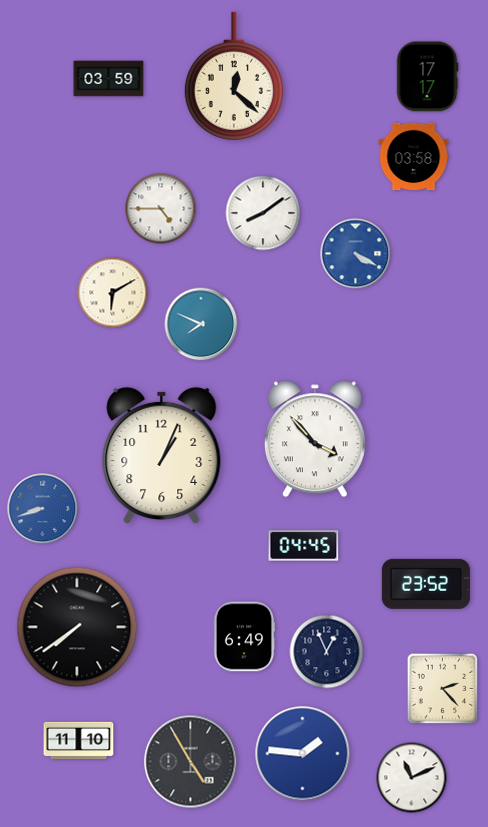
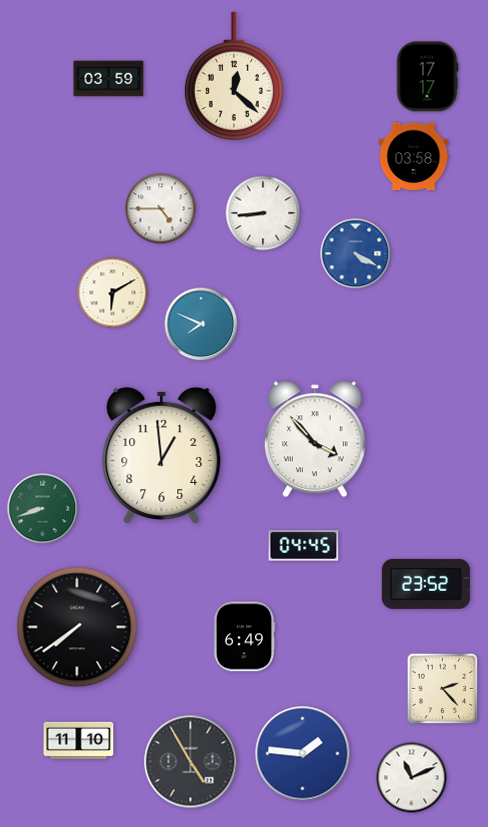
clock at (263, 213): 8:09 -> 8:44
clock at (162, 455): 1:04 -> 12:59
clock at (43, 509) dial: blue -> green
clock at (327, 652): 12:56 -> none
